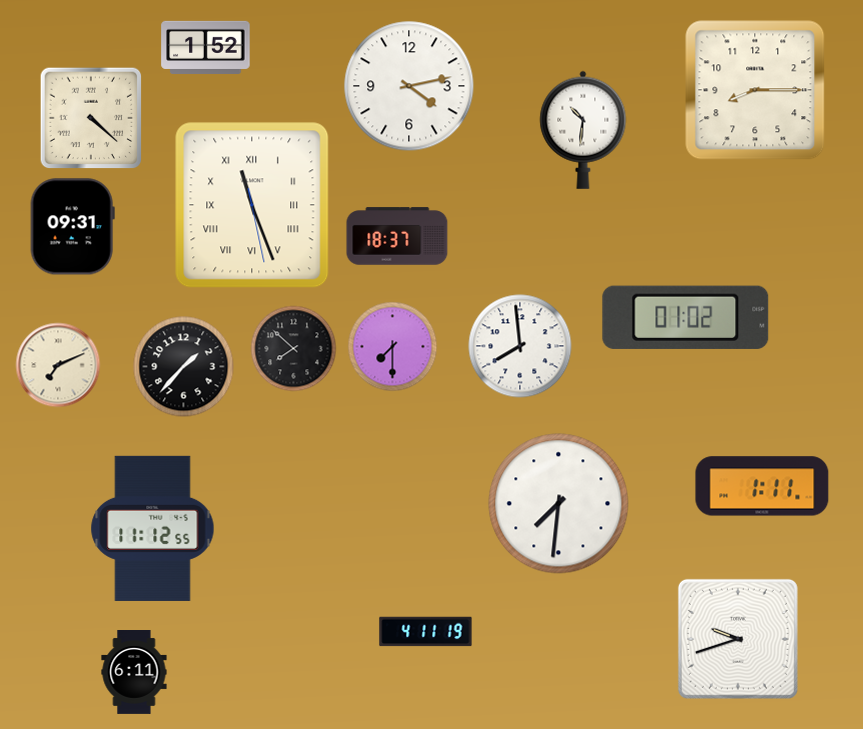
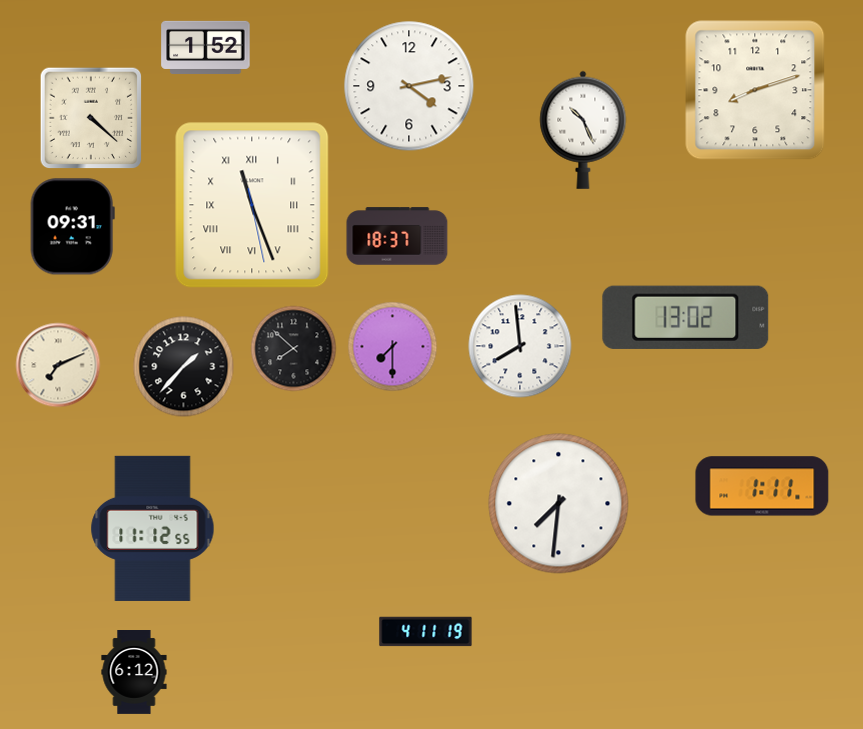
clock at (755, 90): 8:15 -> 8:12
clock at (583, 130): 10:31 -> 10:26
clock at (686, 317): 01:02 -> 13:02
clock at (738, 639): 9:42 -> none
clock at (134, 673): 6:11 -> 6:12
